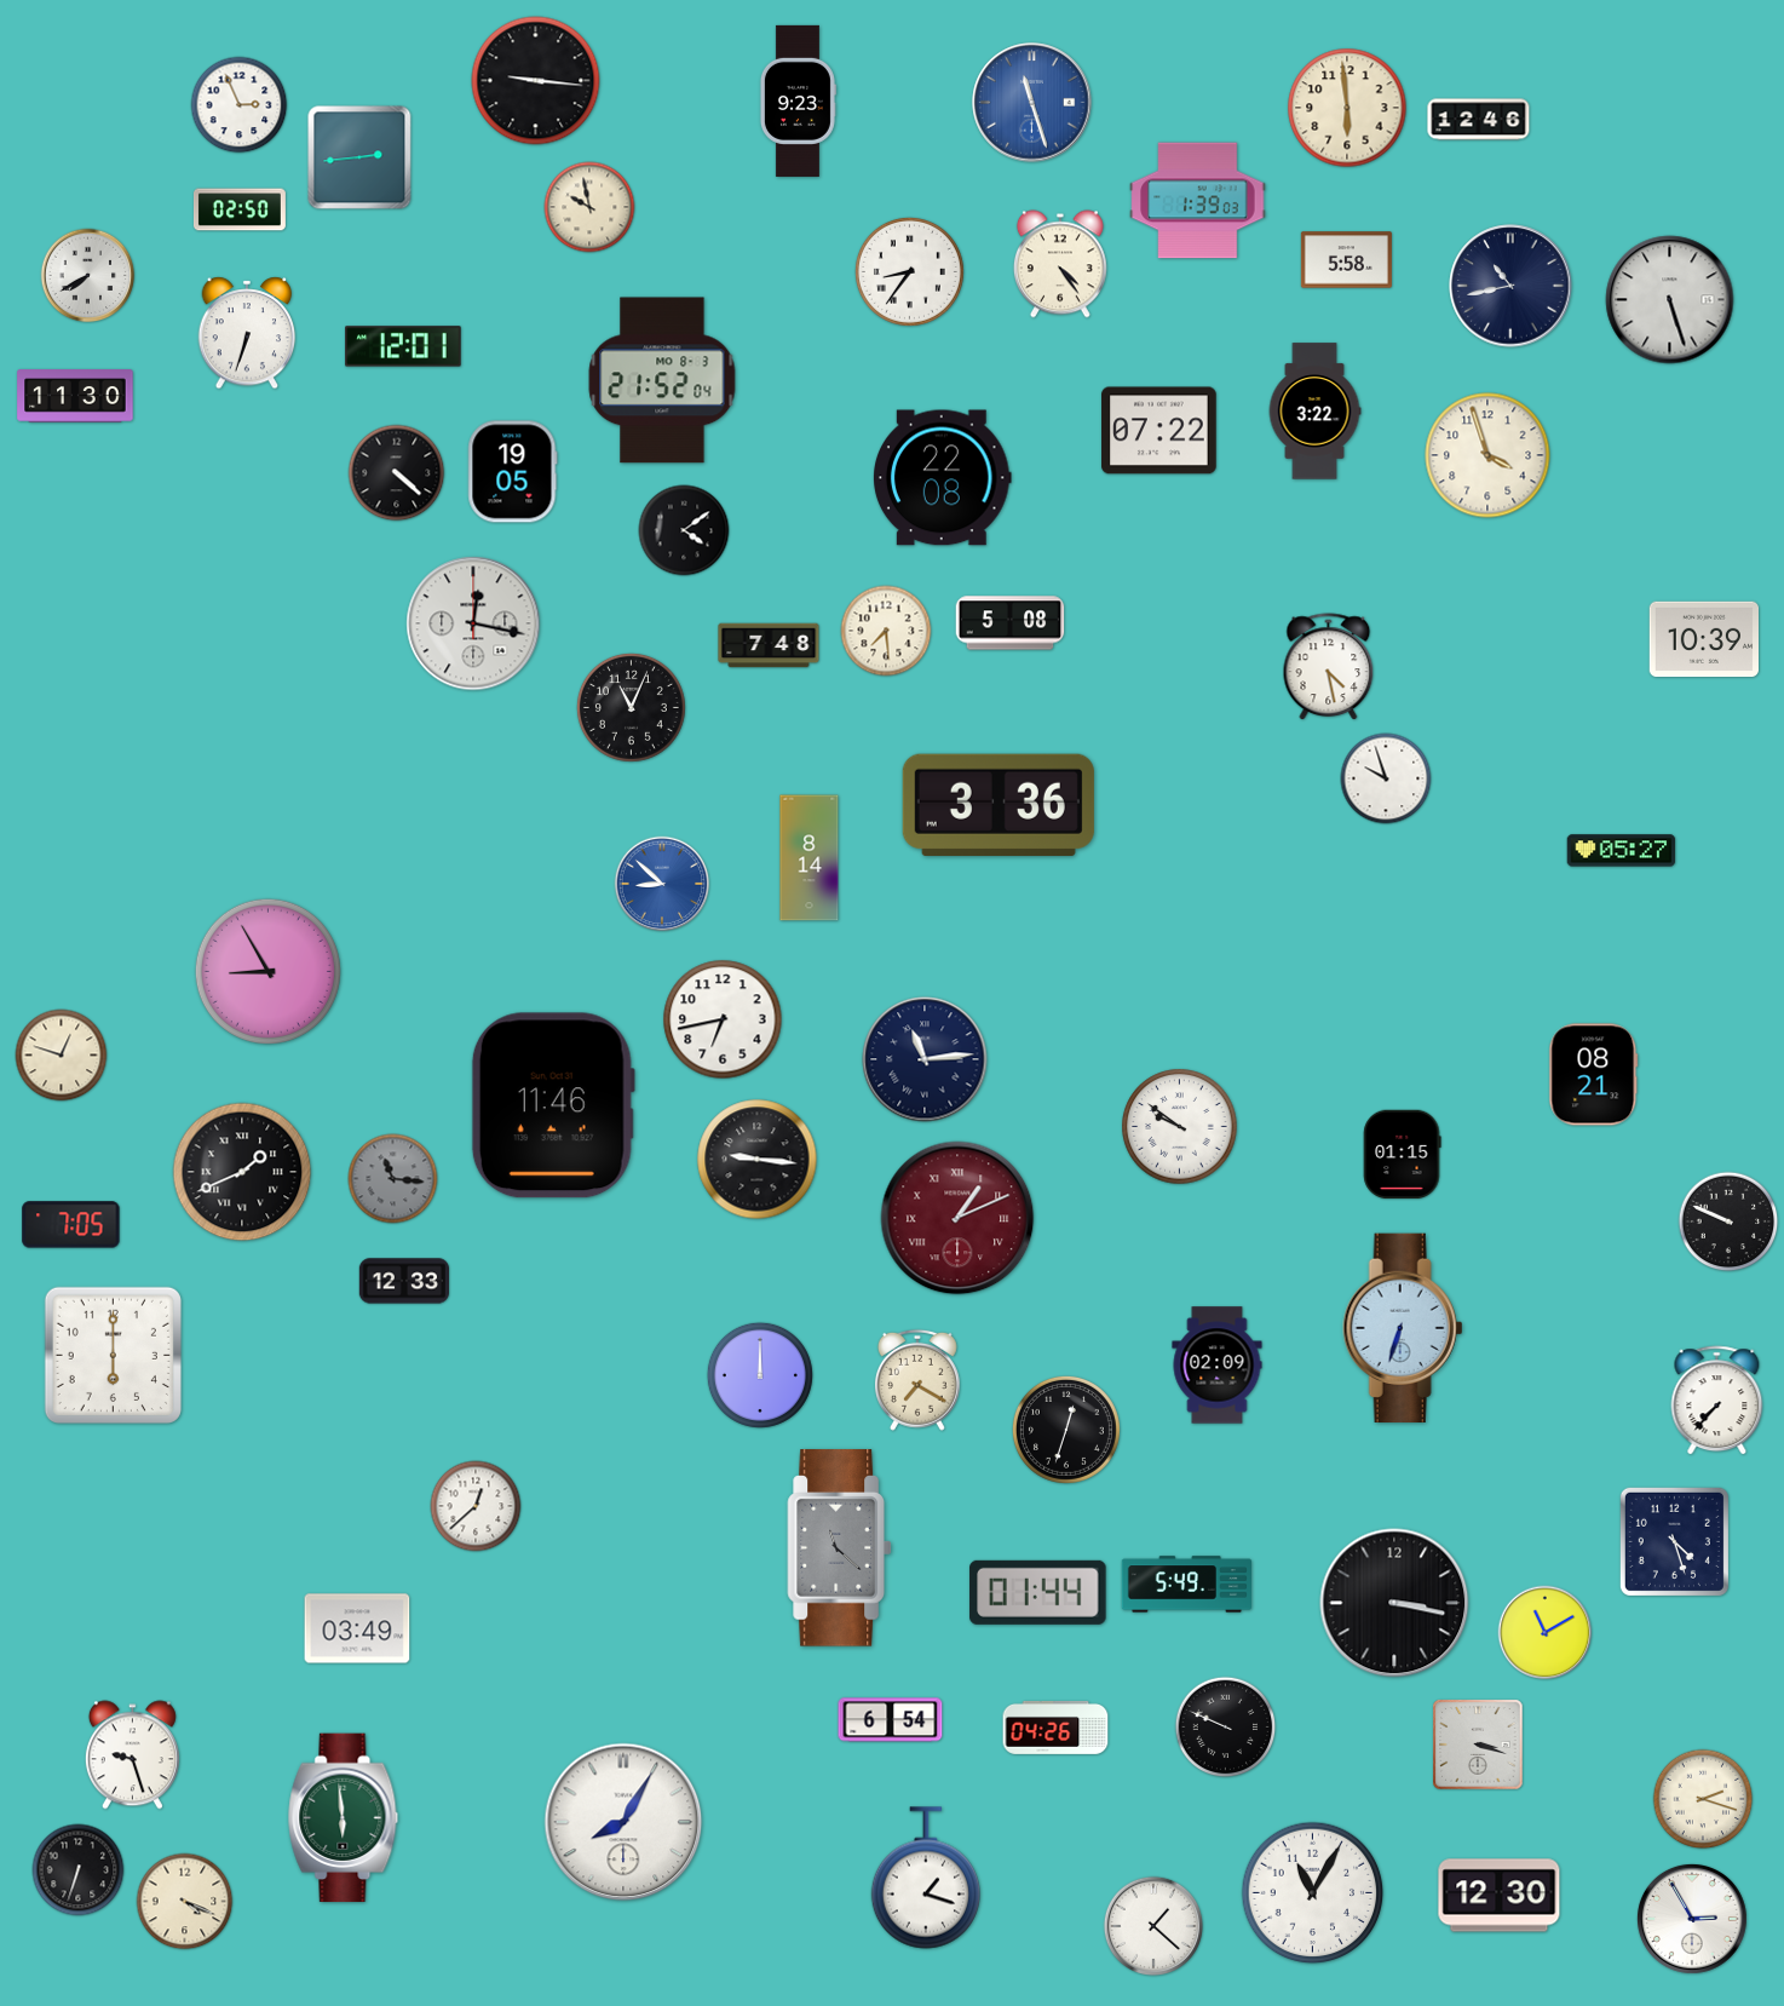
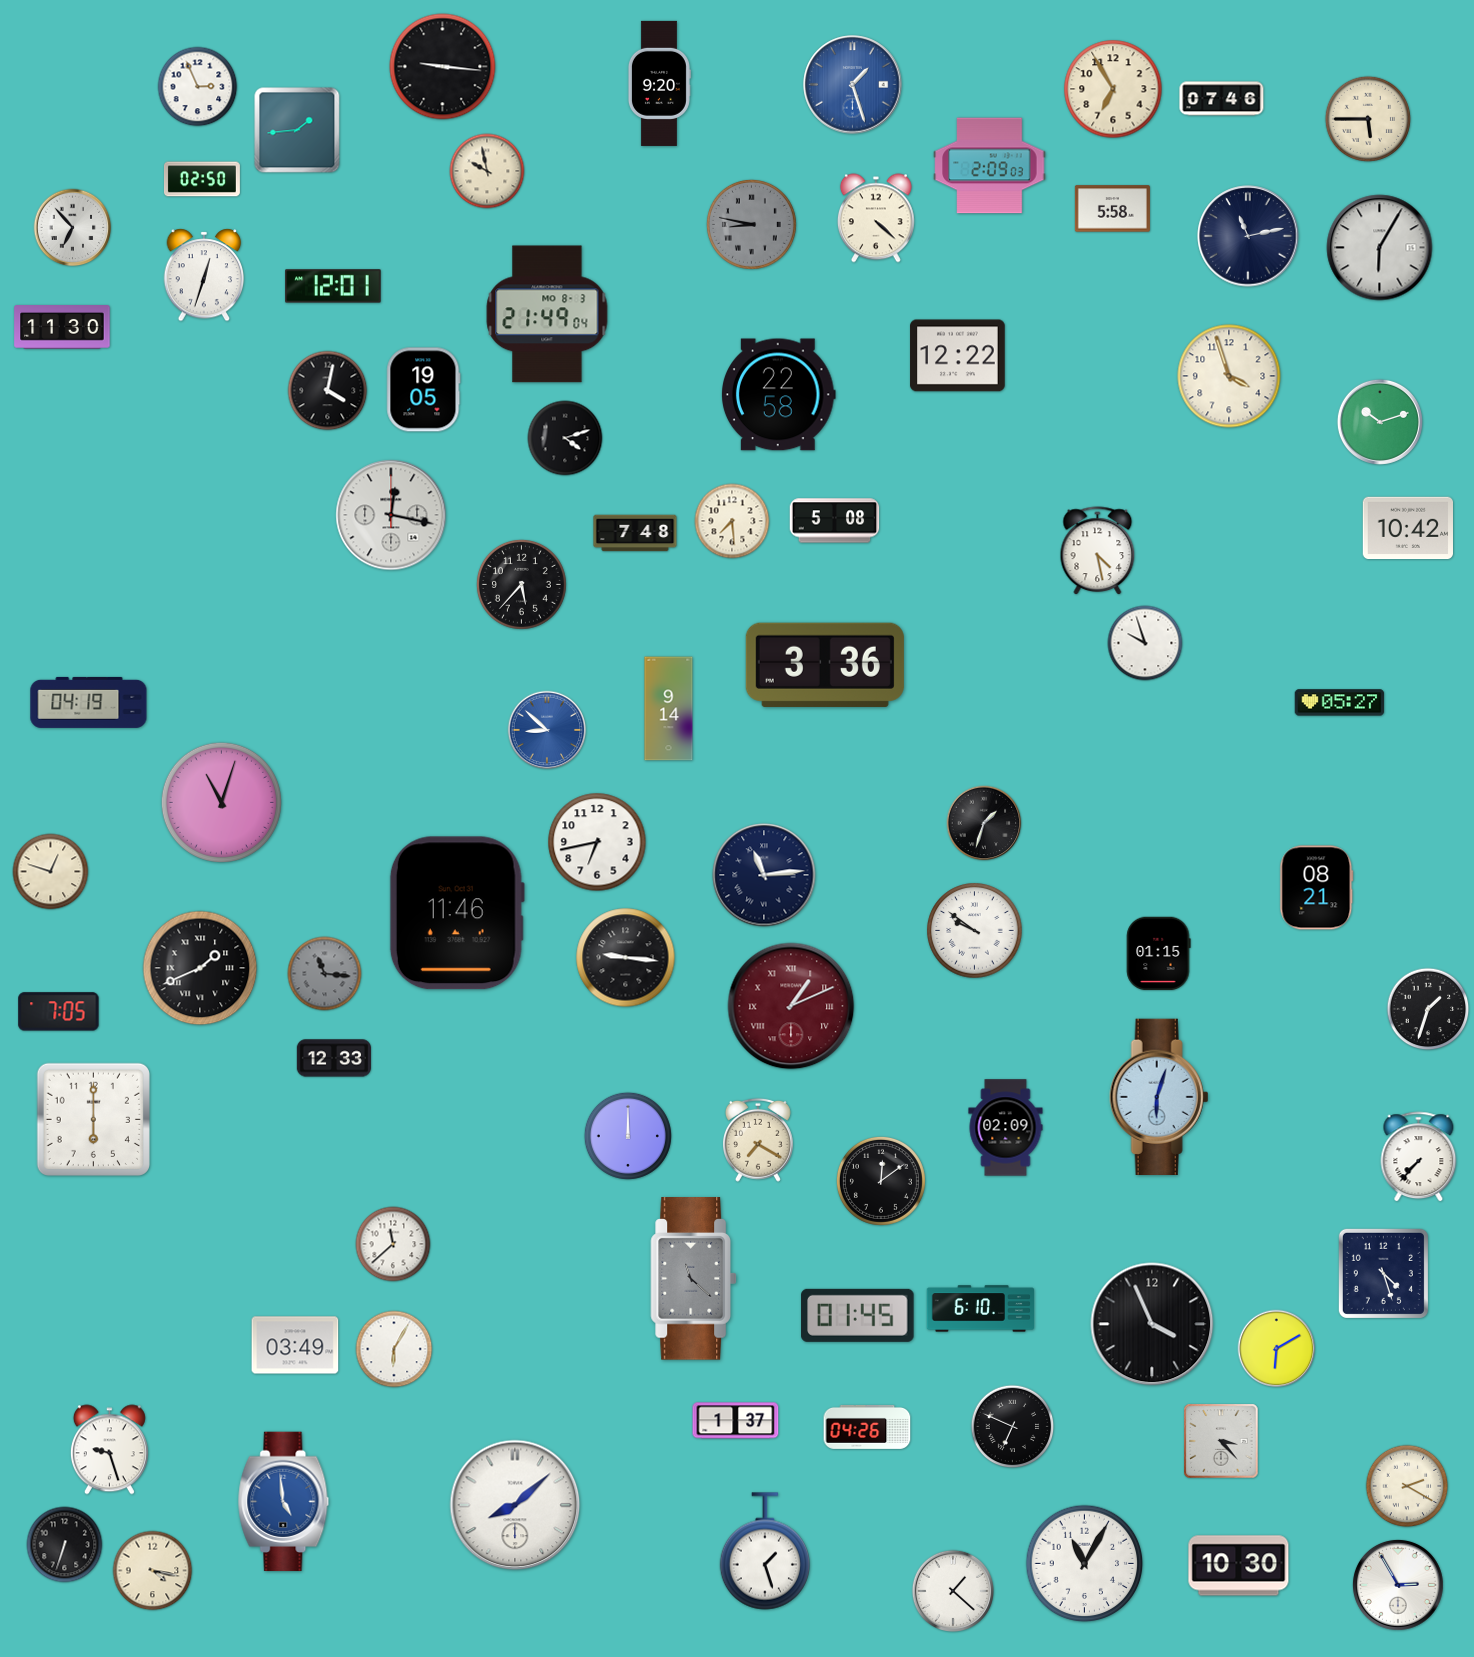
clock at (798, 100): 9:23 -> 9:20
clock at (1032, 103): 11:27 -> 1:27
clock at (1347, 108): 5:59 -> 6:55
clock at (1479, 120): 12:46 -> 07:46
clock at (1368, 119): none -> 5:45
clock at (359, 157): 2:44 -> 1:44
clock at (1198, 201): 1:39 -> 2:09
clock at (240, 209) position: (240, 209) -> (202, 179)
clock at (1346, 260) position: (1346, 260) -> (1112, 209)
clock at (1060, 264): 4:24 -> 4:22
clock at (909, 271): 8:36 -> 8:47
clock at (909, 271) dial: white -> grey
clock at (88, 276): 7:40 -> 6:53
clock at (1510, 286): 10:43 -> 11:13
clock at (1670, 300): 5:27 -> 6:05
clock at (247, 333): 6:33 -> 12:33
clock at (662, 380): 21:52 -> 21:49
clock at (1314, 412): 3:22 -> none
clock at (1159, 431): 07:22 -> 12:22
clock at (397, 473): 4:22 -> 4:02
clock at (943, 478): 22:08 -> 22:58
clock at (1380, 422): none -> 10:12
clock at (684, 530): 4:09 -> 4:12
clock at (1011, 623) position: (1011, 623) -> (835, 521)
clock at (1703, 639): 10:39 -> 10:42
clock at (631, 707): 11:04 -> 5:37
clock at (89, 702): none -> 04:19
clock at (810, 858): 8:14 -> 9:14
clock at (267, 971): 8:55 -> 11:03
clock at (984, 823): none -> 1:33
clock at (1728, 1222): 9:49 -> 1:33
clock at (1403, 1328): 6:33 -> 6:03
clock at (1066, 1430): 12:33 -> 12:09
clock at (476, 1506): 12:38 -> 11:38
clock at (1187, 1585): 5:49 -> 6:10
clock at (1038, 1592): 01:44 -> 01:45
clock at (1394, 1603): 3:17 -> 3:56
clock at (394, 1349): none -> 6:05
clock at (1546, 1633): 11:10 -> 6:10
clock at (891, 1720): 6:54 -> 1:37
clock at (1055, 1728) position: (1055, 1728) -> (867, 1427)
clock at (1226, 1728): 9:49 -> 6:49
clock at (1478, 1745): 3:18 -> 3:23
clock at (1703, 1799): 2:18 -> 2:20
clock at (344, 1818): 5:59 -> 4:59
clock at (344, 1818) dial: green -> blue
clock at (623, 1822): 8:05 -> 8:08
clock at (925, 1878): 1:18 -> 1:27
clock at (1500, 1896): 12:30 -> 10:30
clock at (185, 1902): 4:19 -> 4:17
